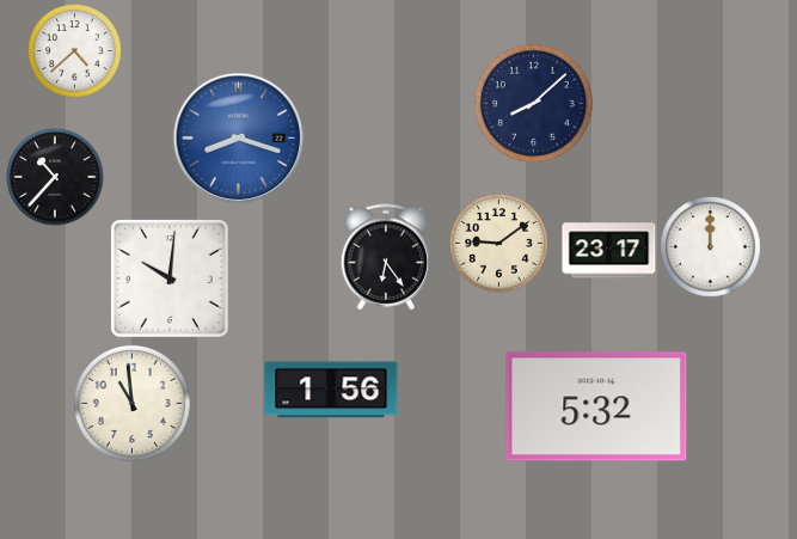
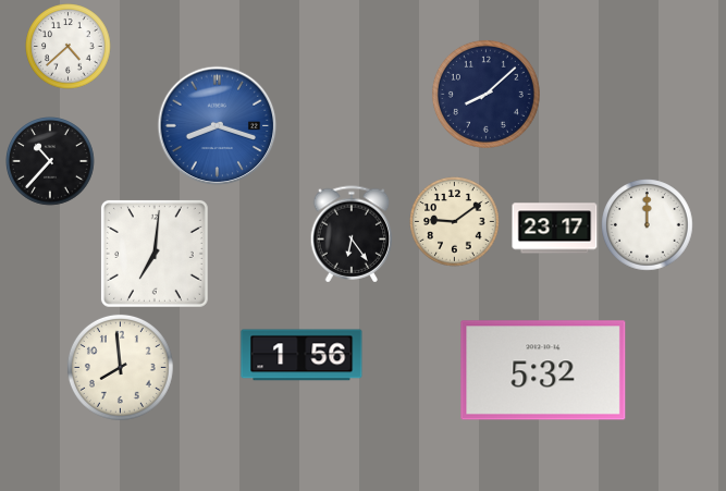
clock at (170, 278): 10:01 -> 7:01
clock at (131, 403): 10:59 -> 7:59
